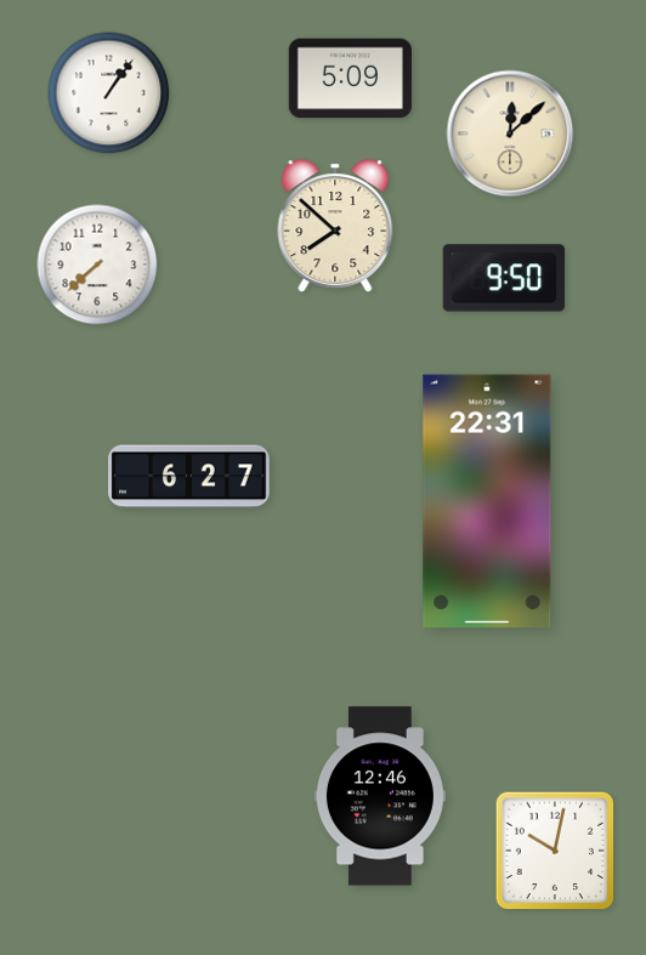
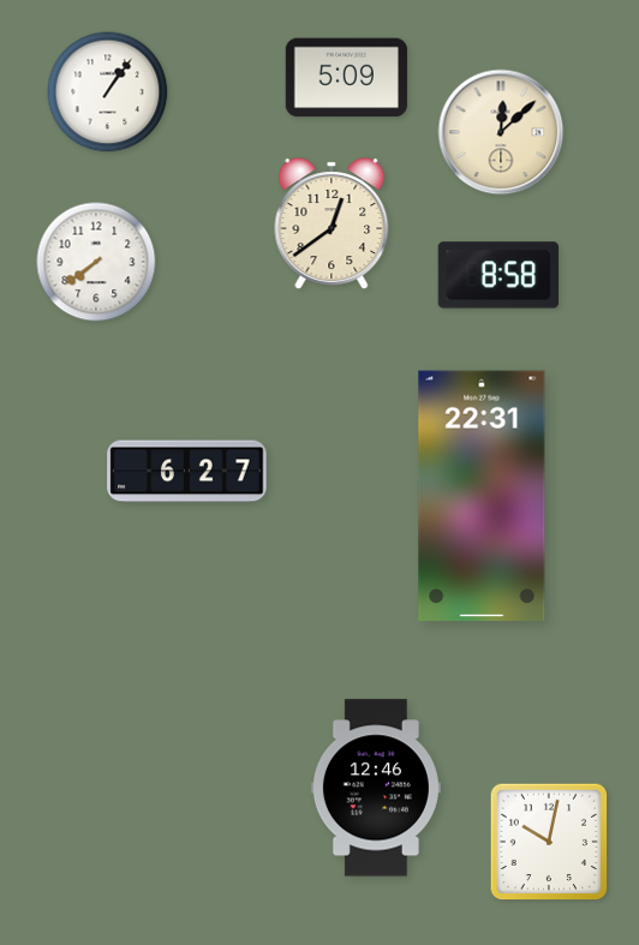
clock at (510, 133) position: (510, 133) -> (501, 132)
clock at (335, 226): 7:52 -> 12:39
clock at (97, 265): 7:38 -> 7:39
clock at (504, 278): 9:50 -> 8:58
